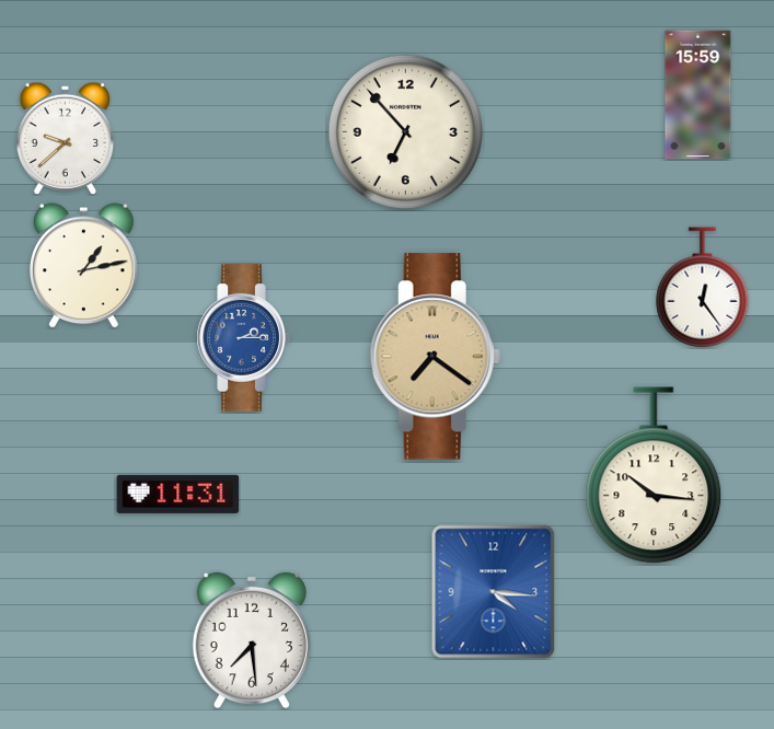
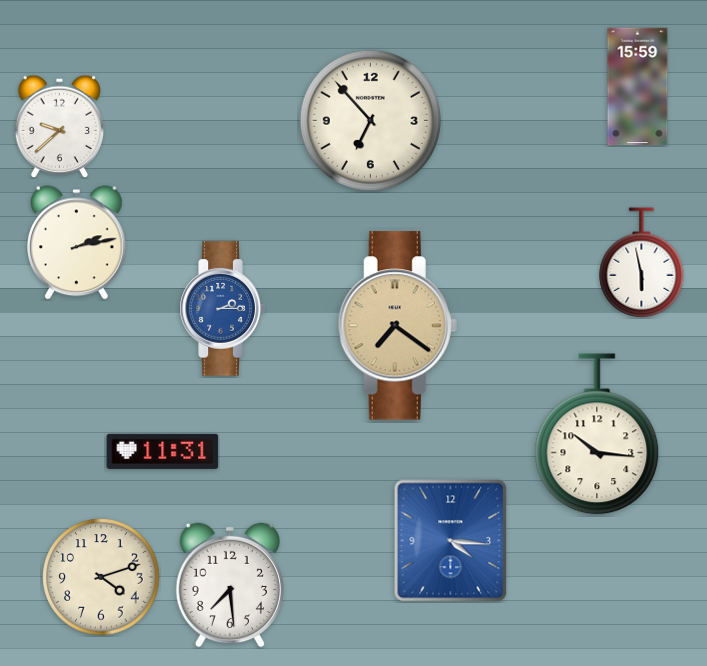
clock at (84, 266): 1:13 -> 2:13
clock at (703, 287): 12:24 -> 5:58
clock at (101, 577): none -> 4:12
